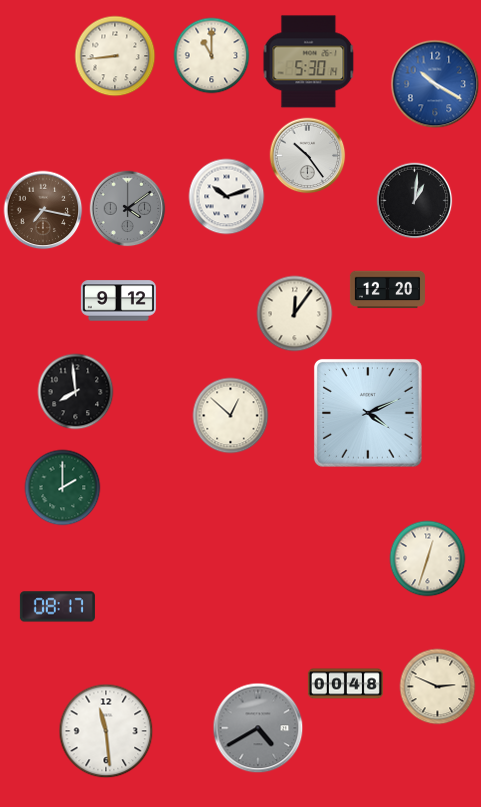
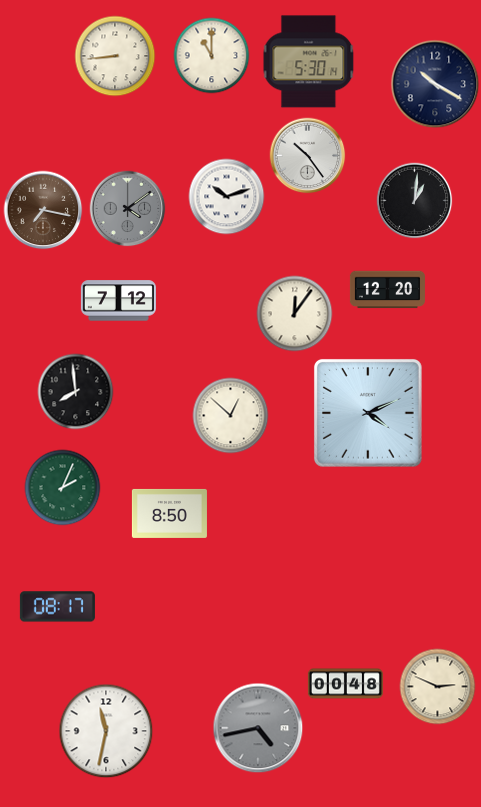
clock at (435, 84) dial: blue -> navy
clock at (118, 301): 9:12 -> 7:12
clock at (63, 488): 2:00 -> 2:04
clock at (169, 513): none -> 8:50
clock at (428, 559): 12:33 -> none
clock at (258, 728): 4:40 -> 4:43
clock at (106, 731): 11:29 -> 11:32
